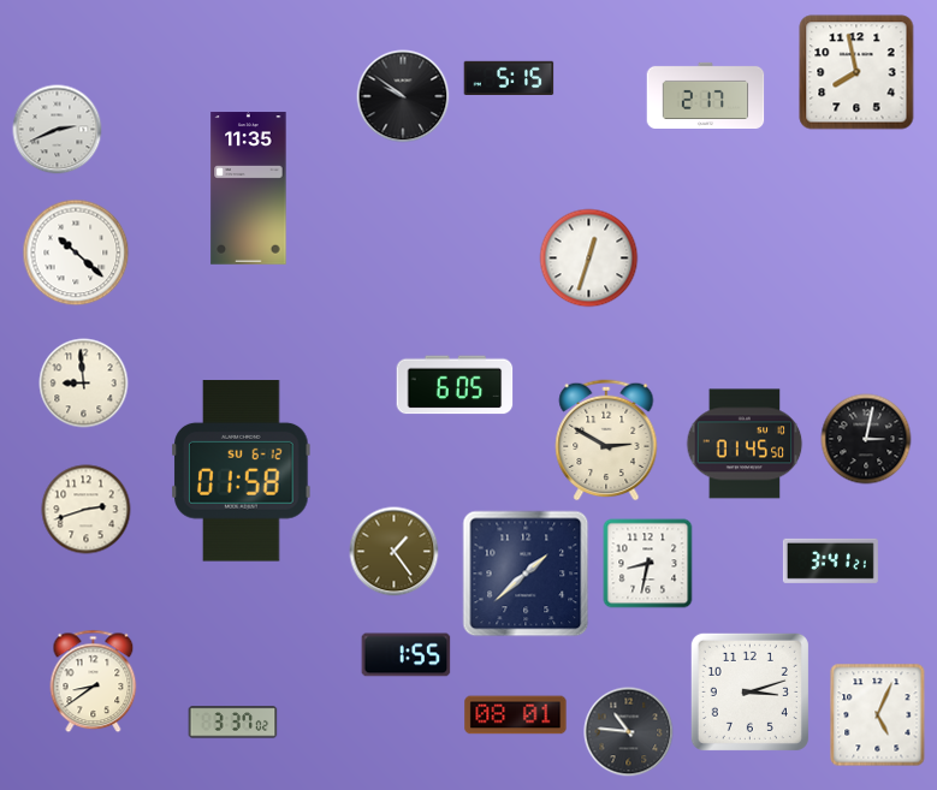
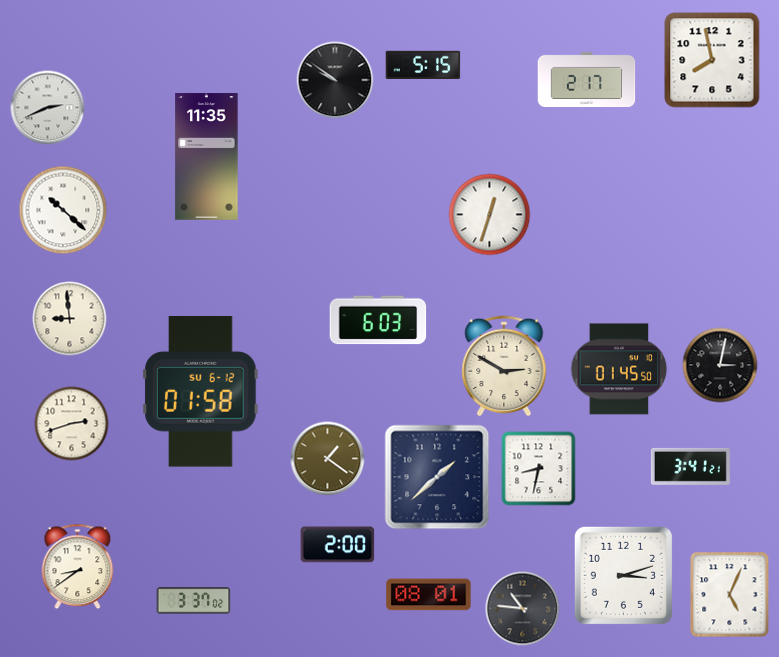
clock at (455, 385): 6:05 -> 6:03
clock at (395, 552): 1:24 -> 1:21
clock at (407, 655): 1:55 -> 2:00
